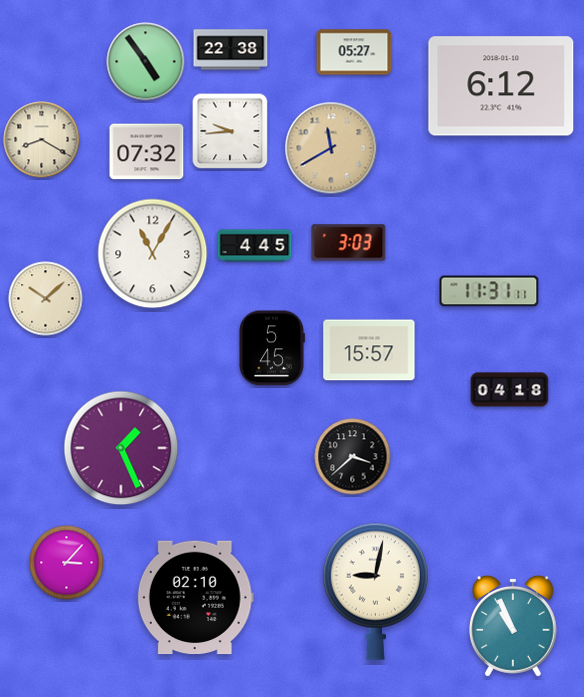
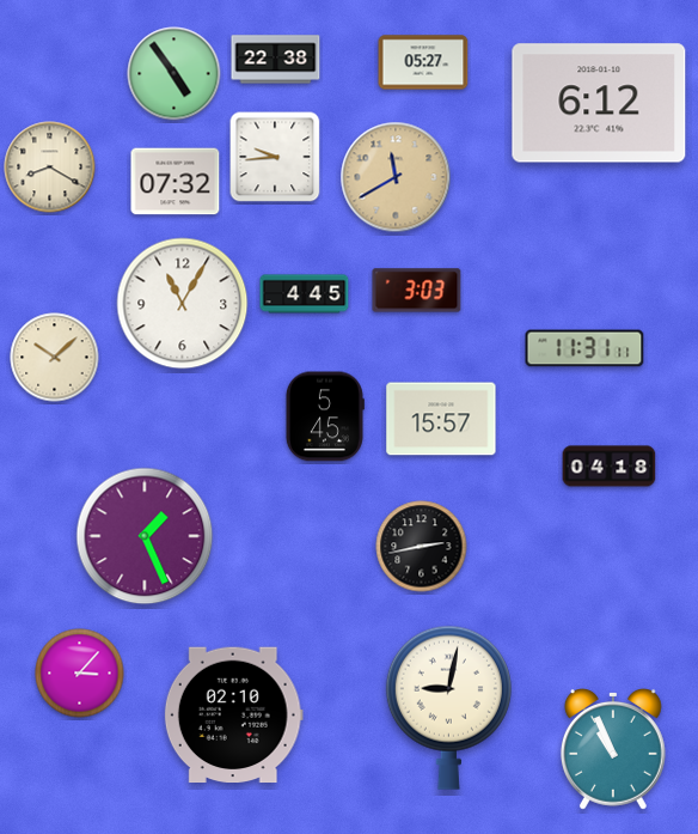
clock at (353, 457): 3:38 -> 2:43
